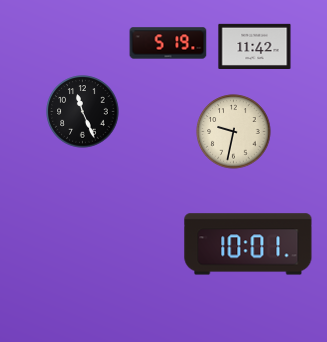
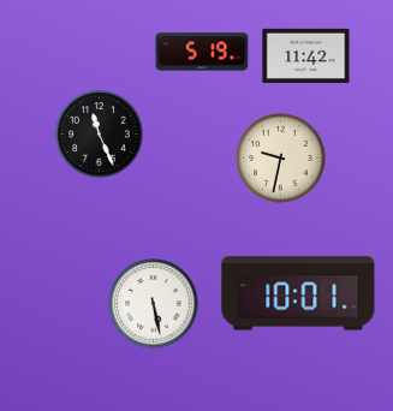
clock at (154, 304): none -> 5:28
